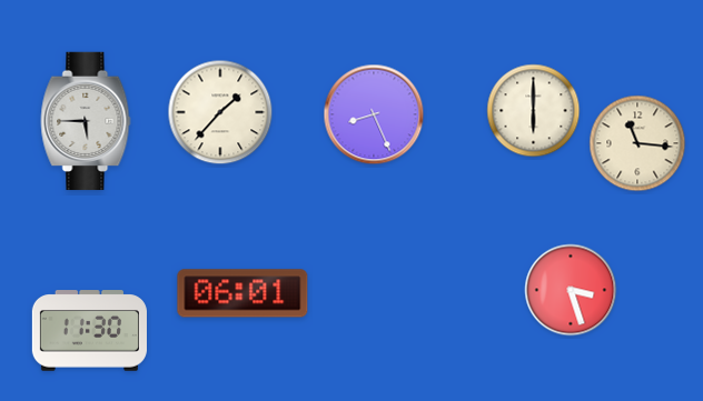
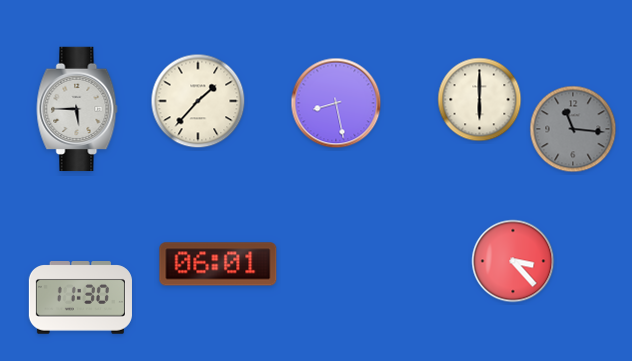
clock at (374, 114): 8:26 -> 8:28
clock at (637, 143) dial: cream -> grey
clock at (571, 290): 3:27 -> 3:23
